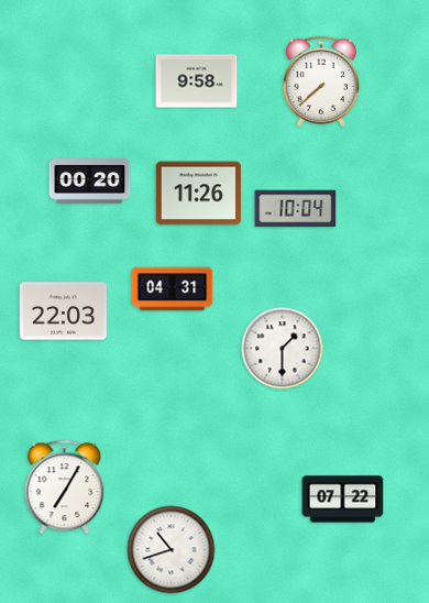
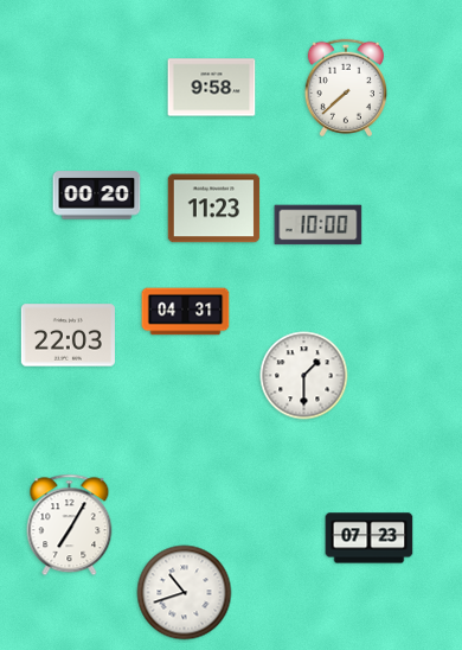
clock at (199, 194): 11:26 -> 11:23
clock at (296, 209): 10:04 -> 10:00
clock at (343, 500): 07:22 -> 07:23
